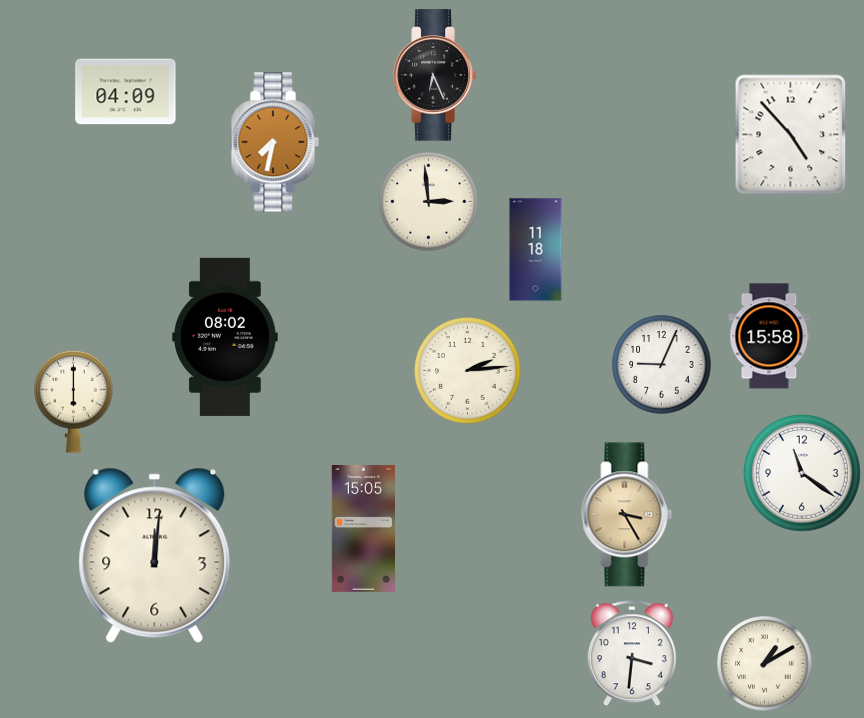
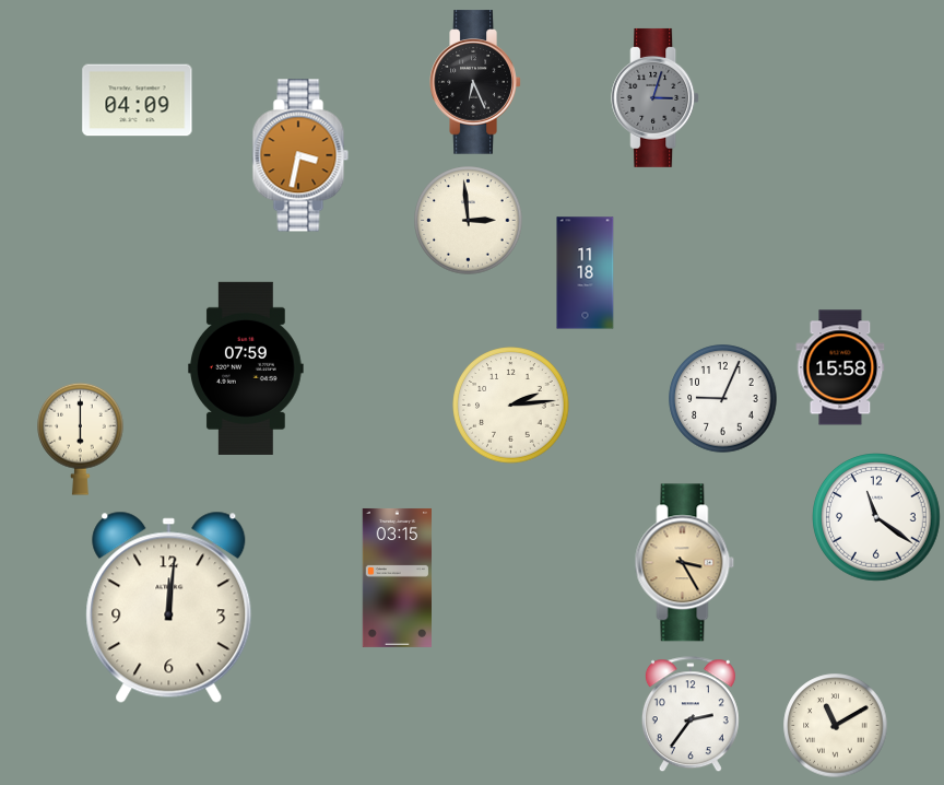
clock at (656, 97): none -> 3:03
clock at (791, 135): 4:53 -> none
clock at (275, 142): 7:32 -> 3:32
clock at (225, 337): 08:02 -> 07:59
clock at (363, 528): 15:05 -> 03:15
clock at (632, 654): 3:31 -> 2:36
clock at (765, 664): 1:10 -> 11:10
